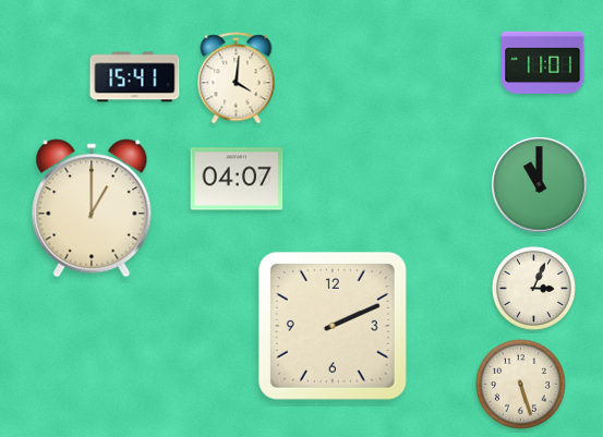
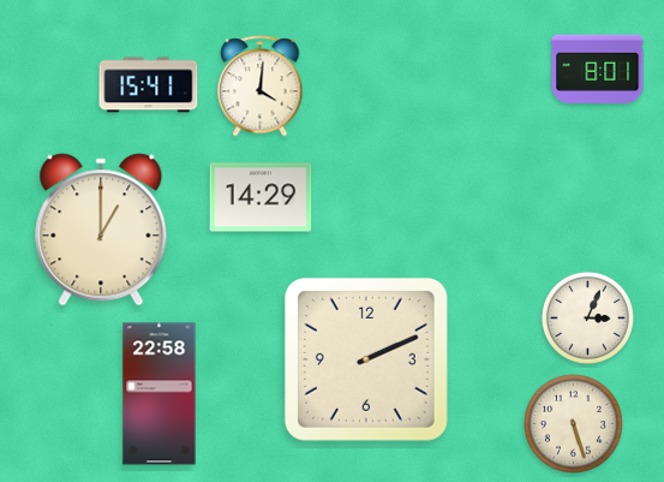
clock at (543, 62): 11:01 -> 8:01
clock at (237, 179): 04:07 -> 14:29
clock at (540, 185): 11:00 -> none
clock at (160, 394): none -> 22:58
